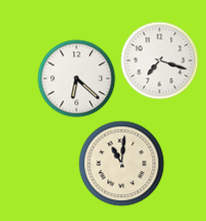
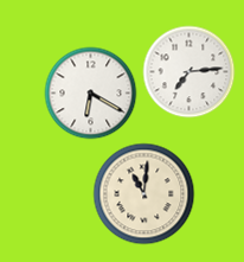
clock at (159, 60): 7:18 -> 7:14
clock at (76, 78): 6:22 -> 6:20
